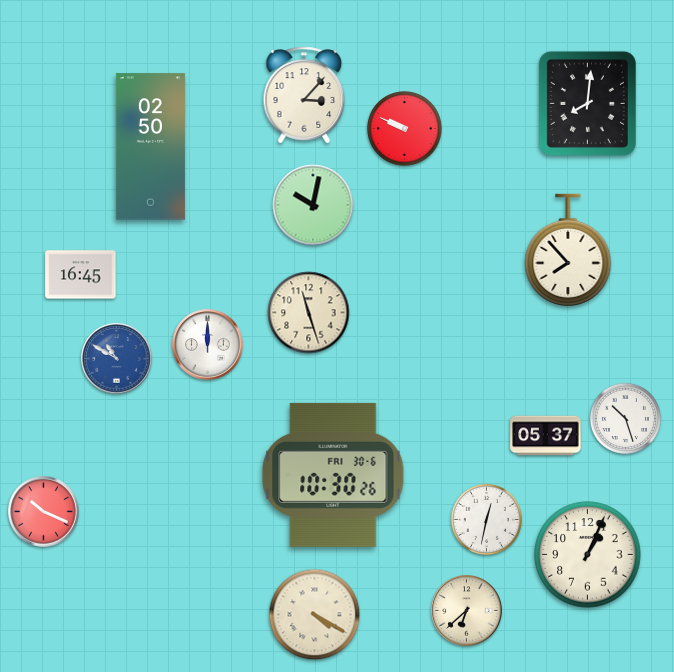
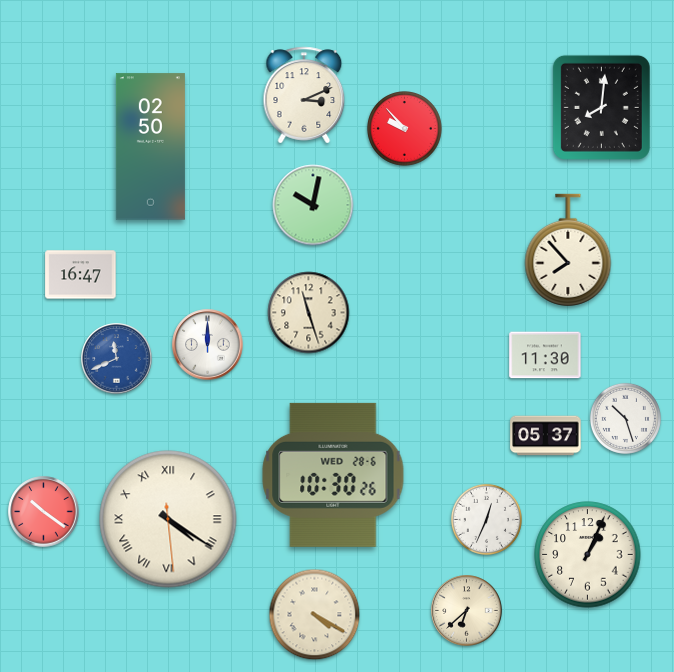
clock at (304, 95): 3:07 -> 3:11
clock at (587, 103) position: (587, 103) -> (601, 107)
clock at (405, 129): 9:49 -> 9:53
clock at (81, 275): 16:45 -> 16:47
clock at (545, 355): none -> 11:30
clock at (117, 359): 10:50 -> 11:41
clock at (333, 475) date: FRI 30-6 -> WED 28-6
clock at (44, 512): 10:19 -> 10:21
clock at (168, 519): none -> 4:20
clock at (486, 519): 12:32 -> 12:34
